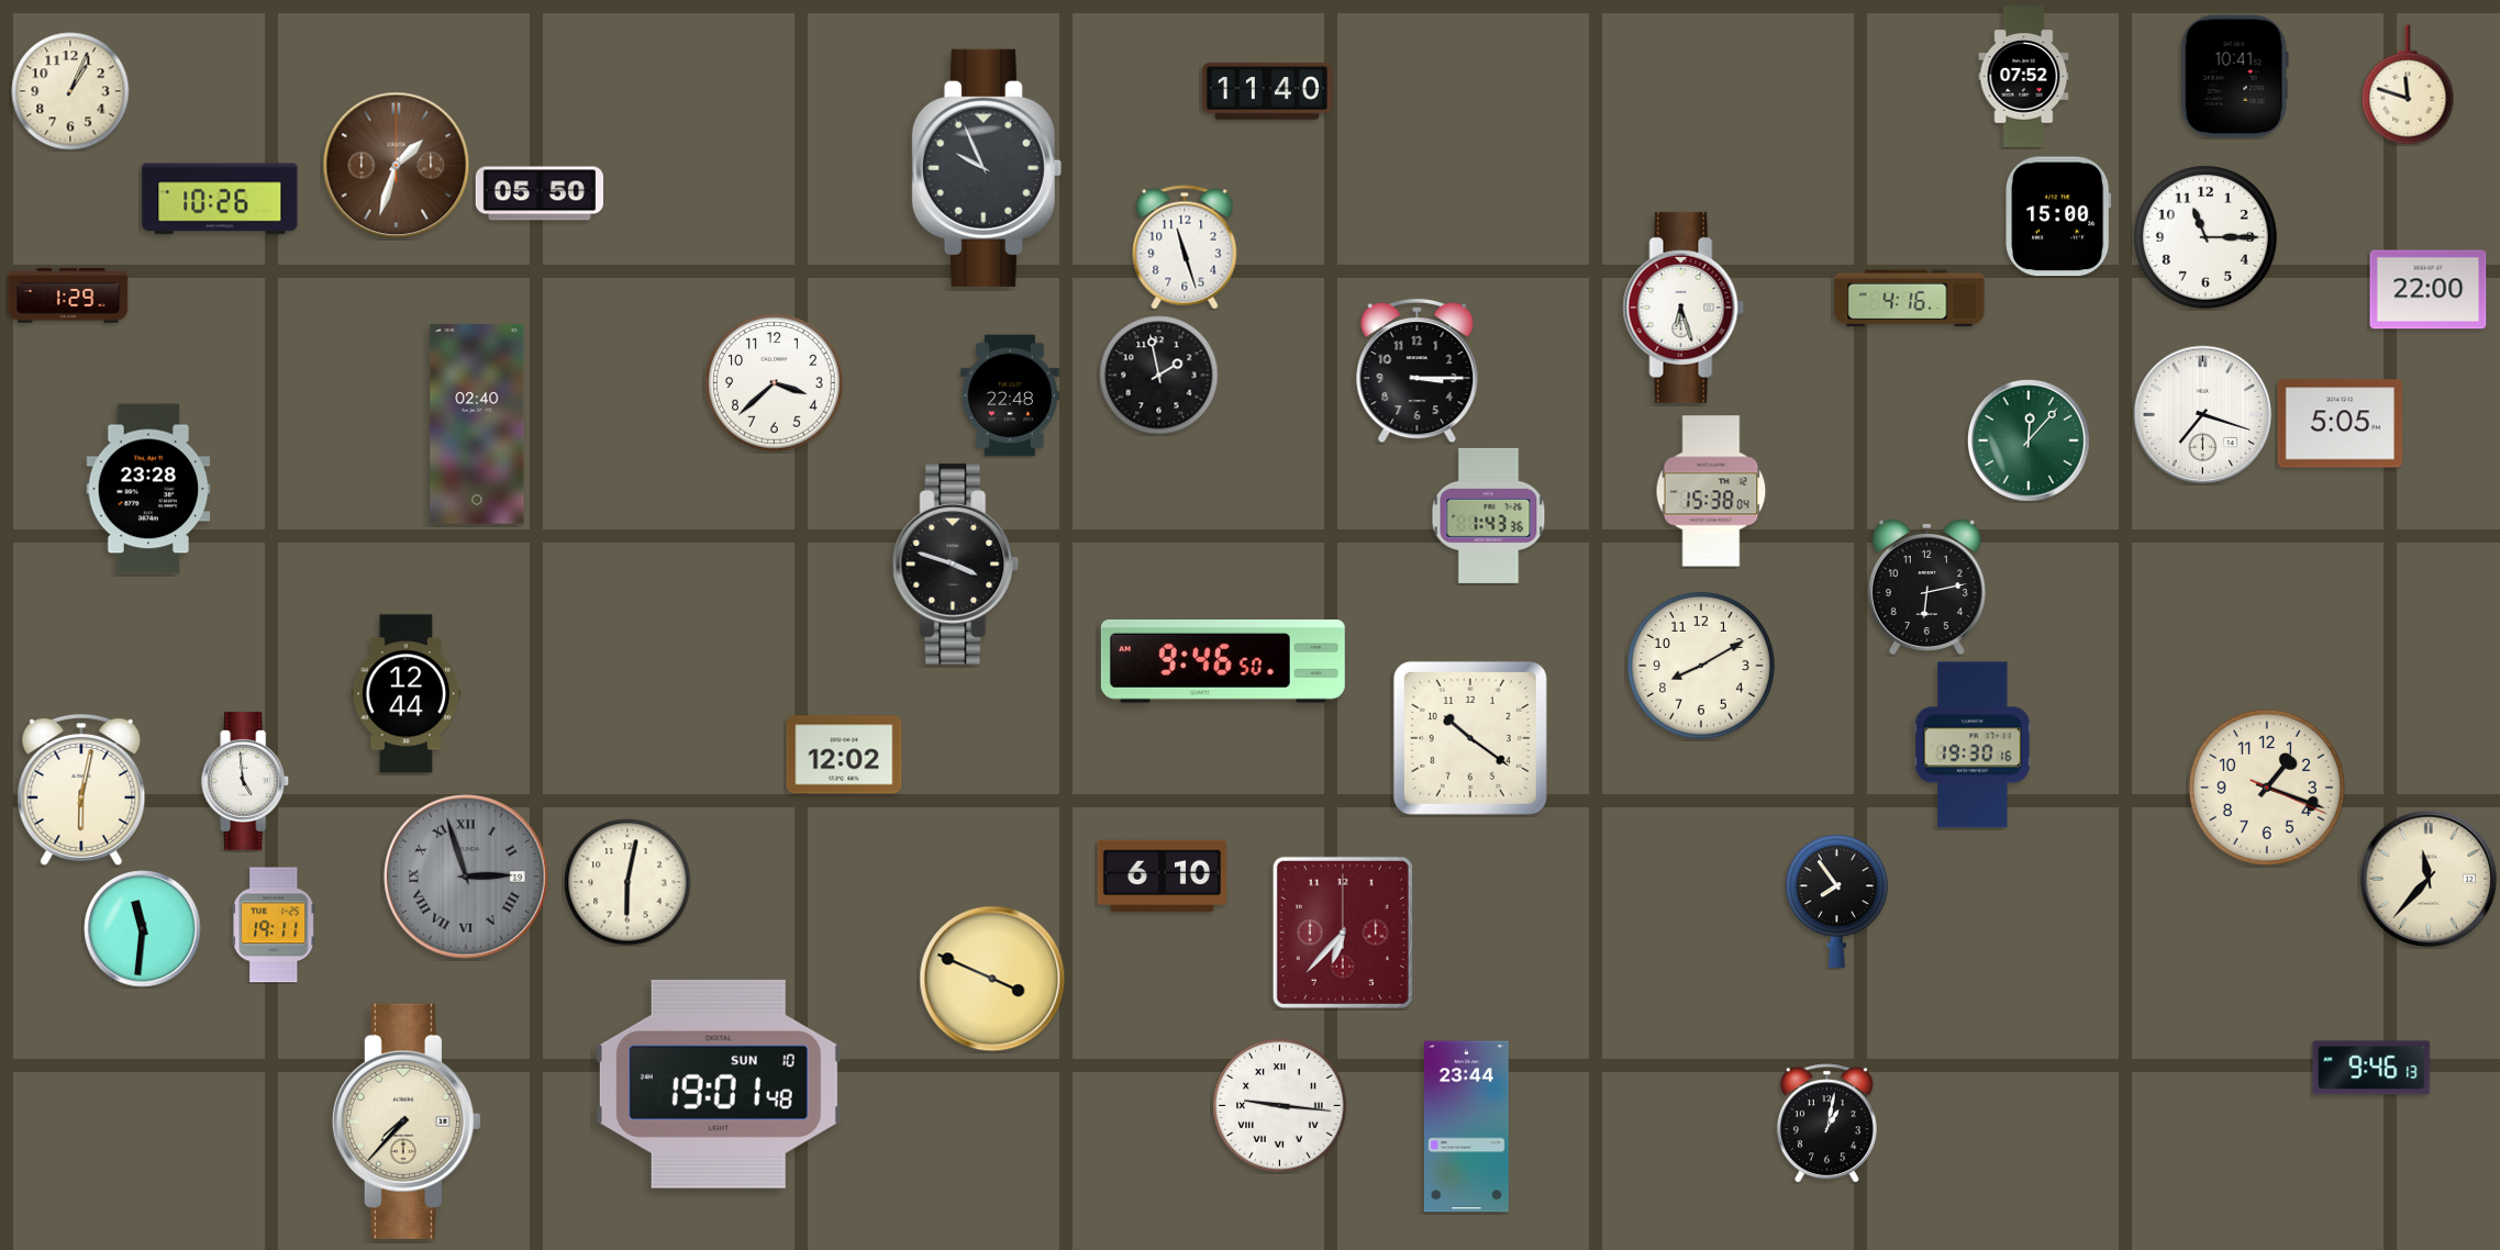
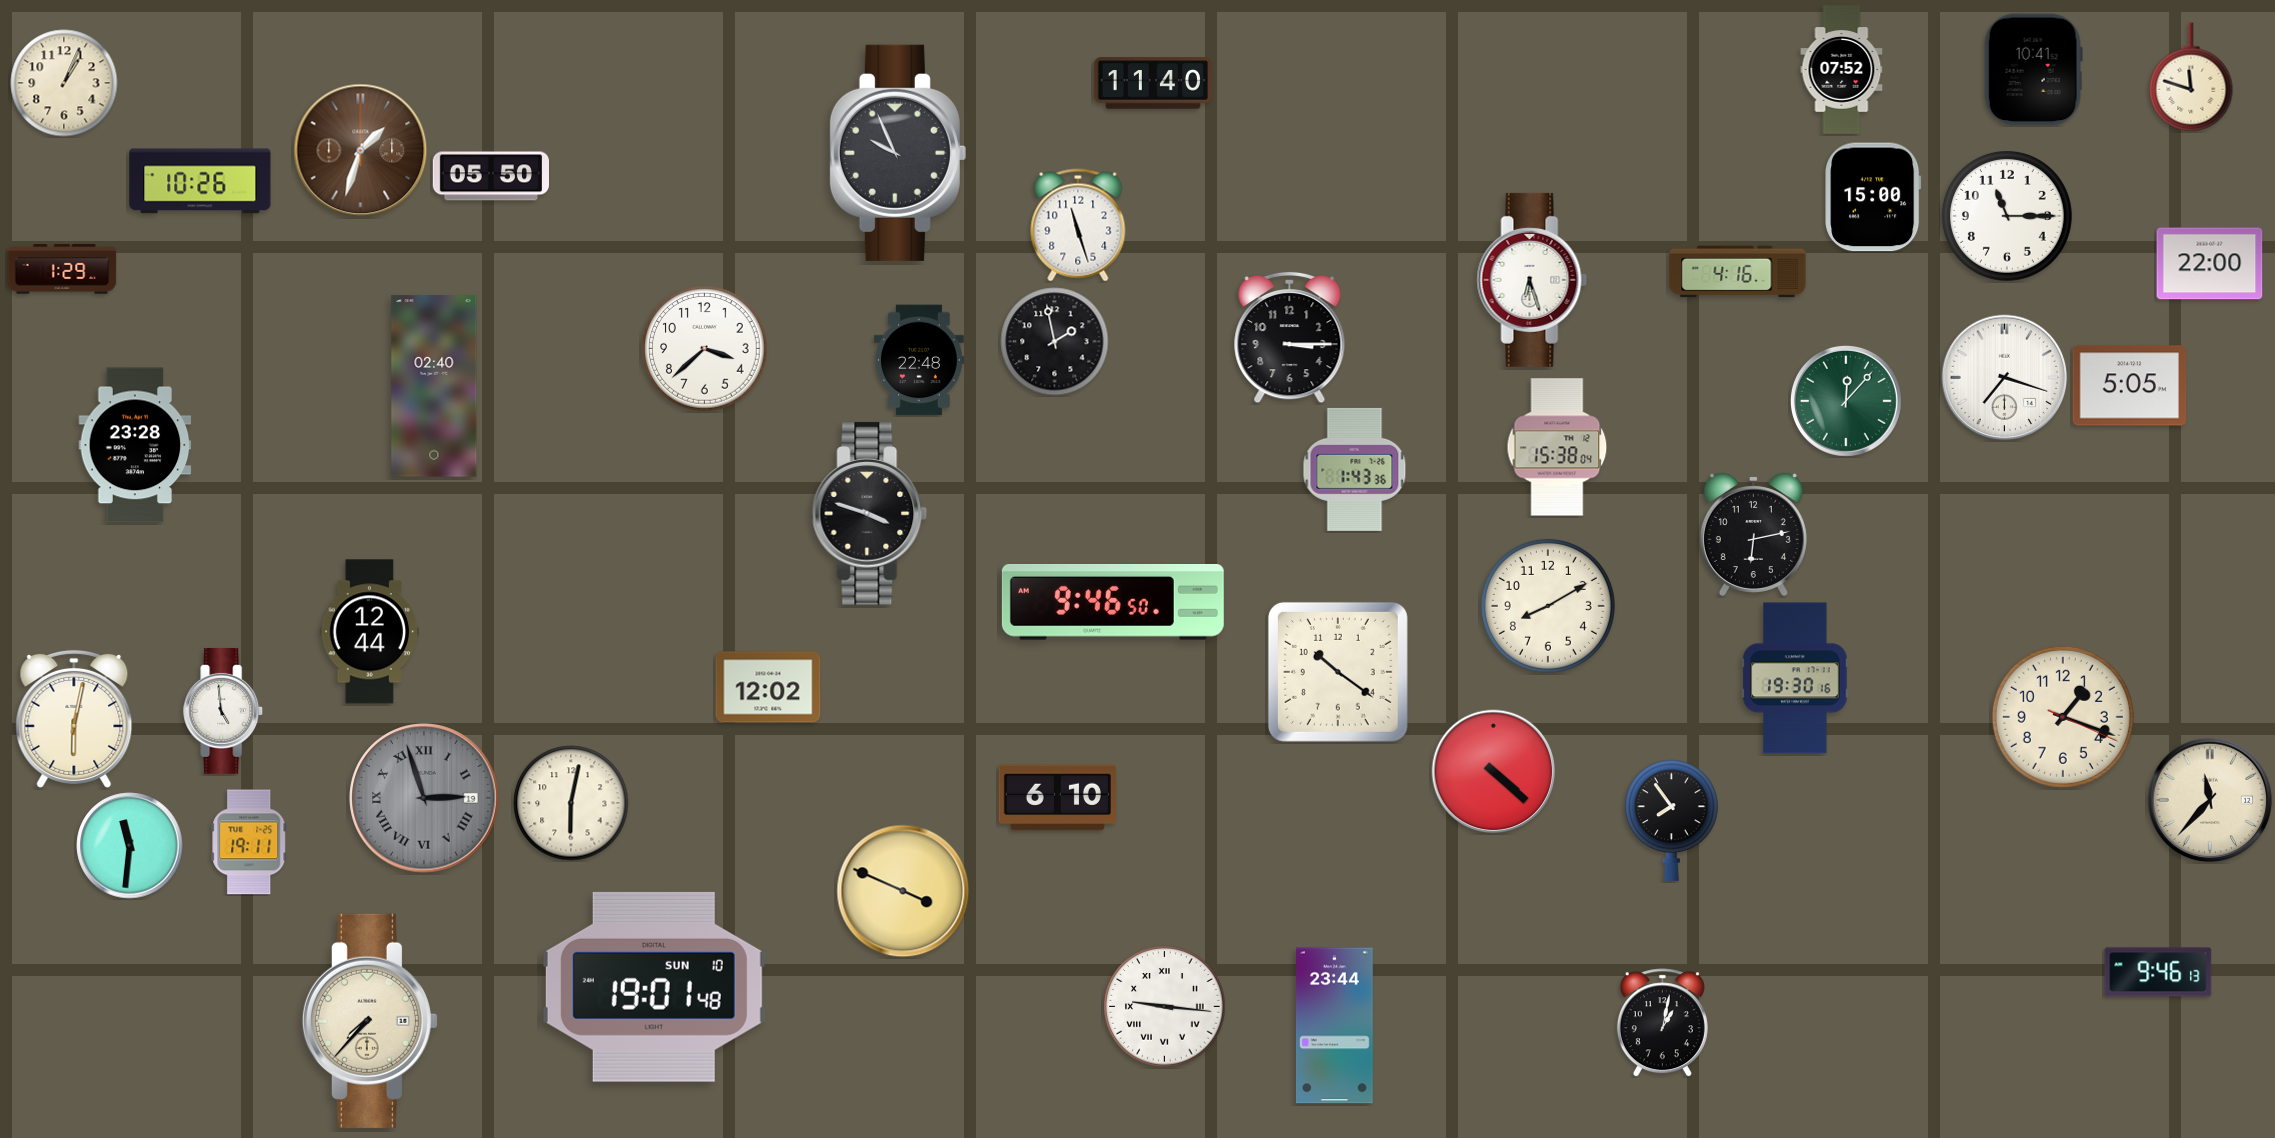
clock at (1494, 772): none -> 4:22
clock at (1343, 933): 6:37 -> none
